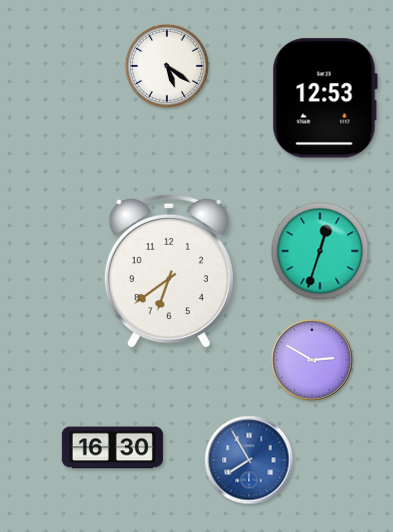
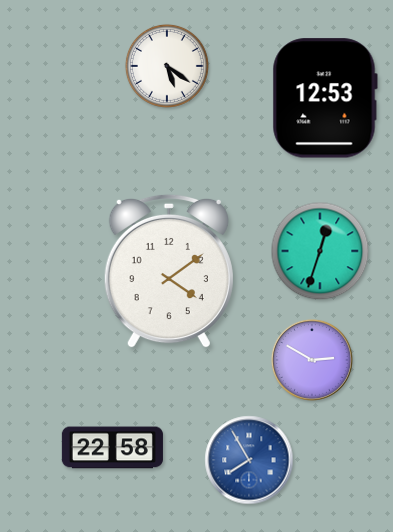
clock at (169, 271): 6:39 -> 4:09
clock at (112, 448): 16:30 -> 22:58
